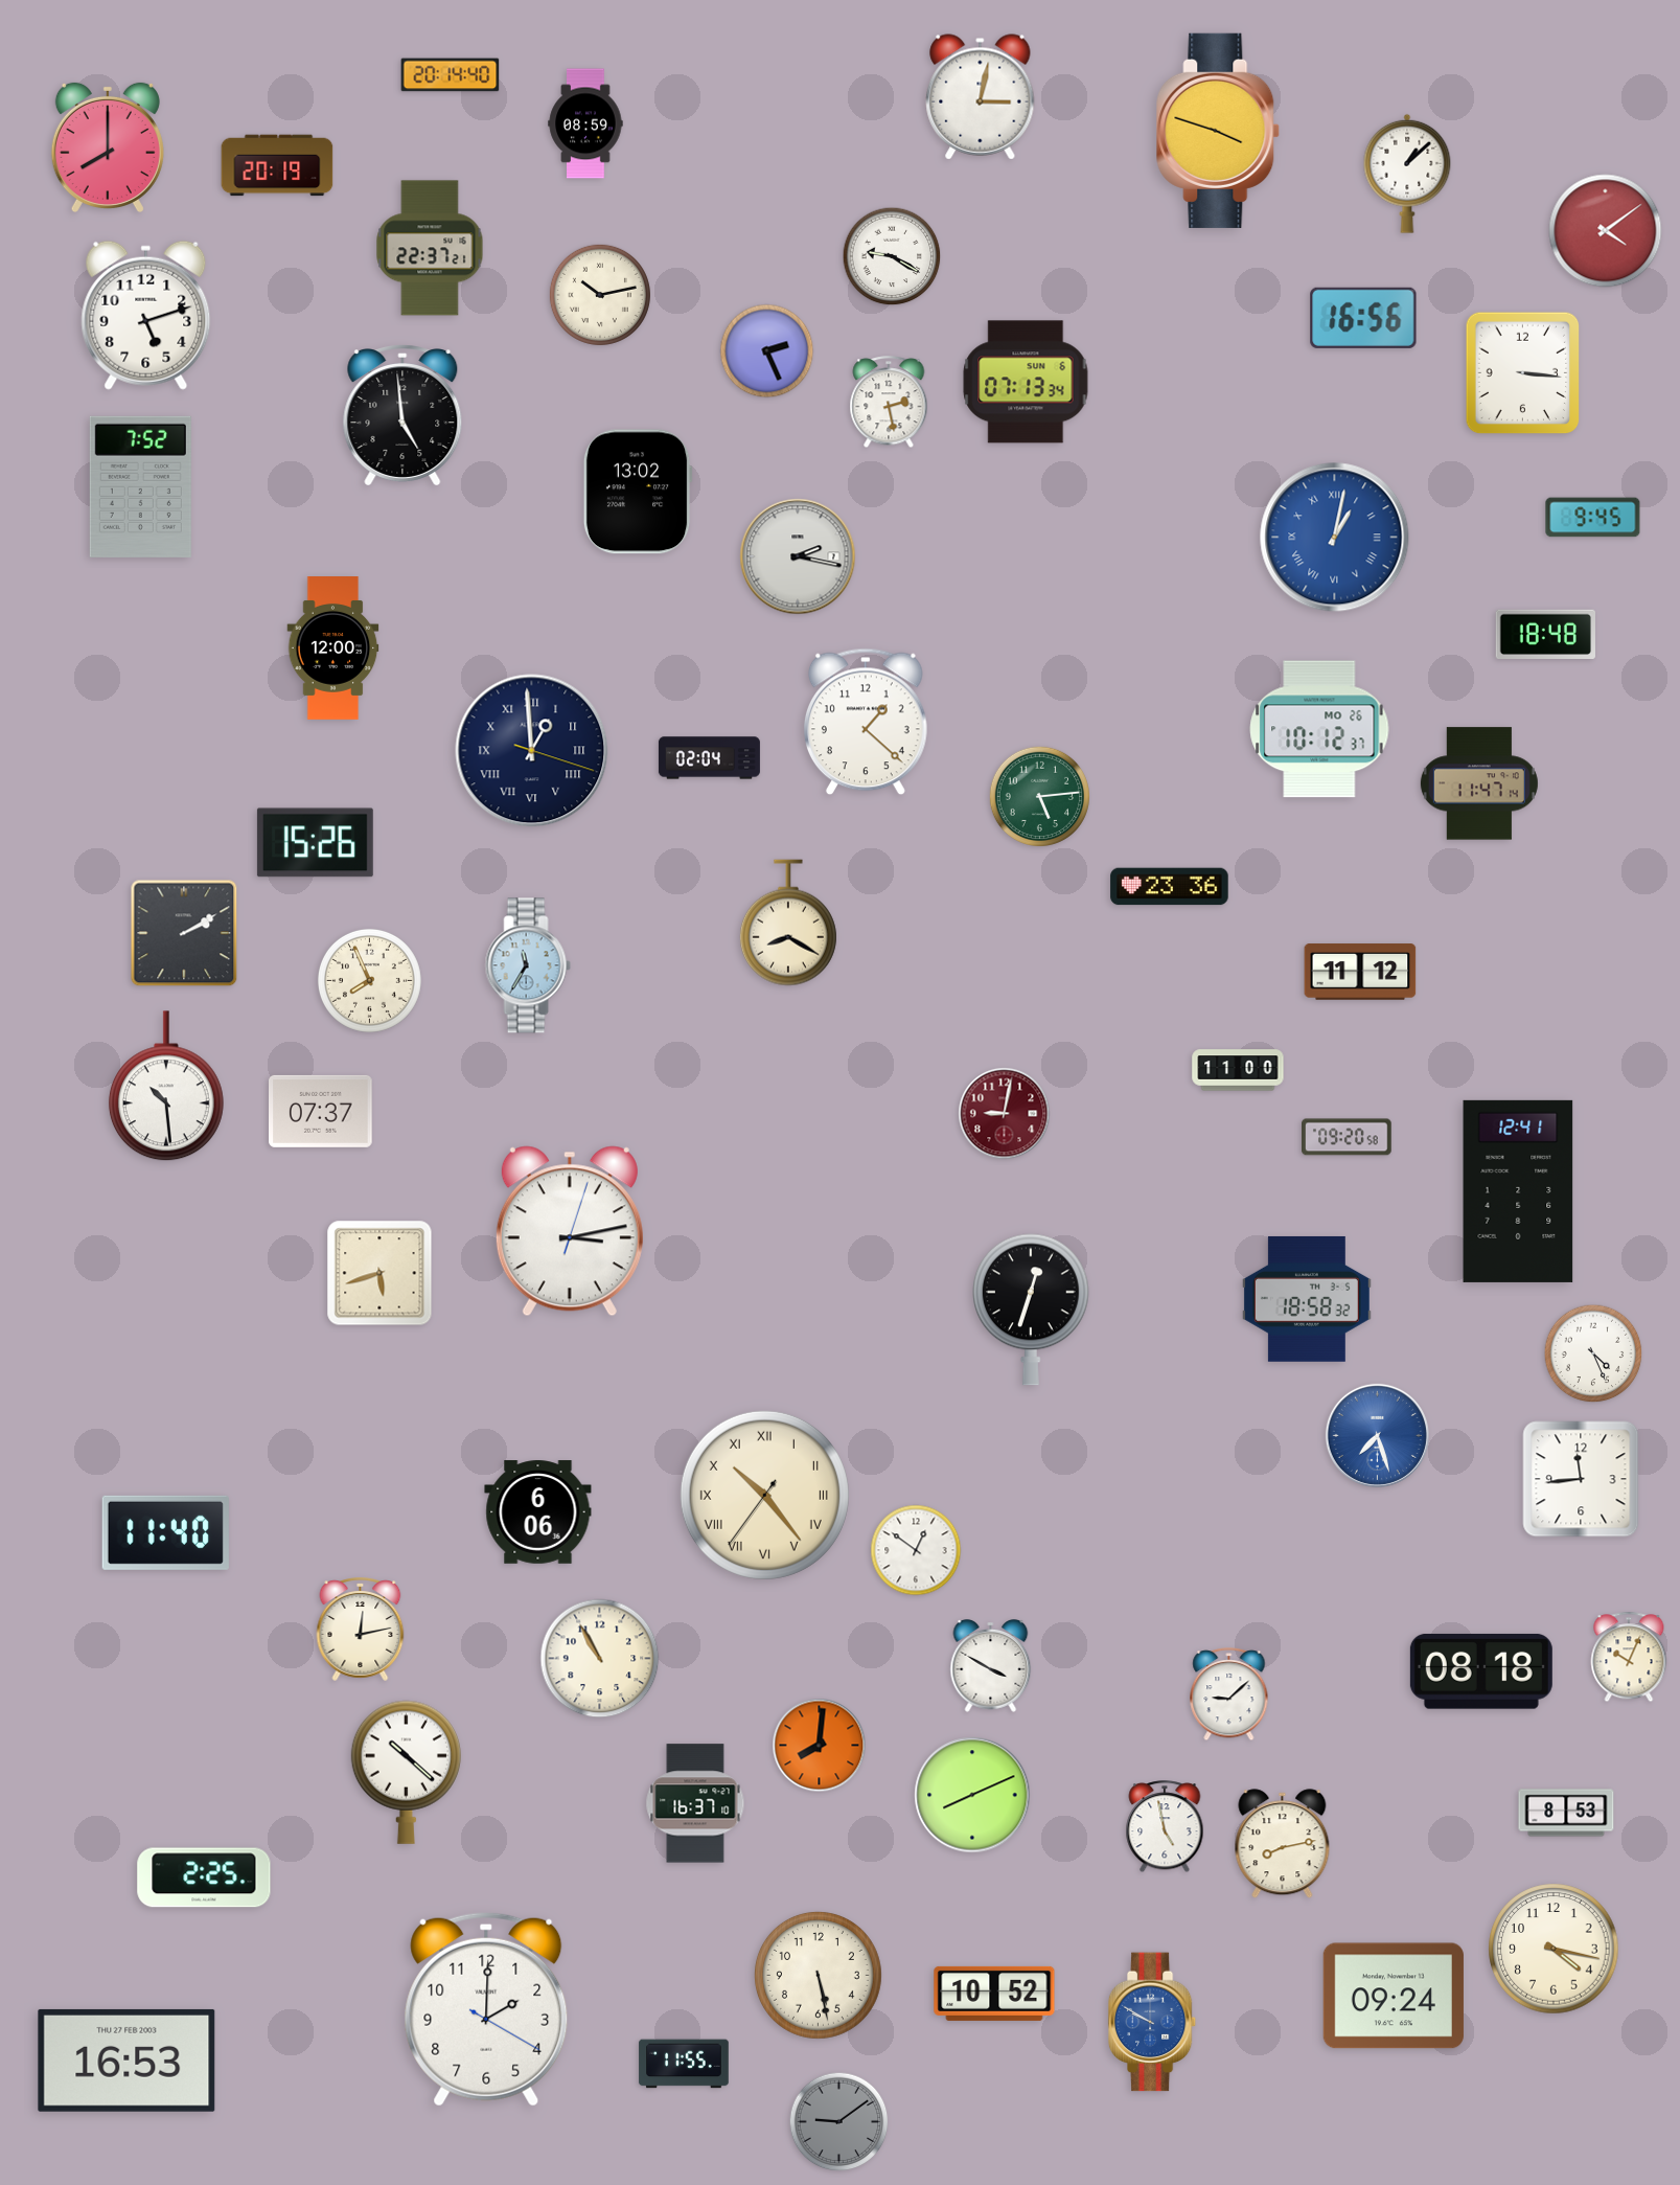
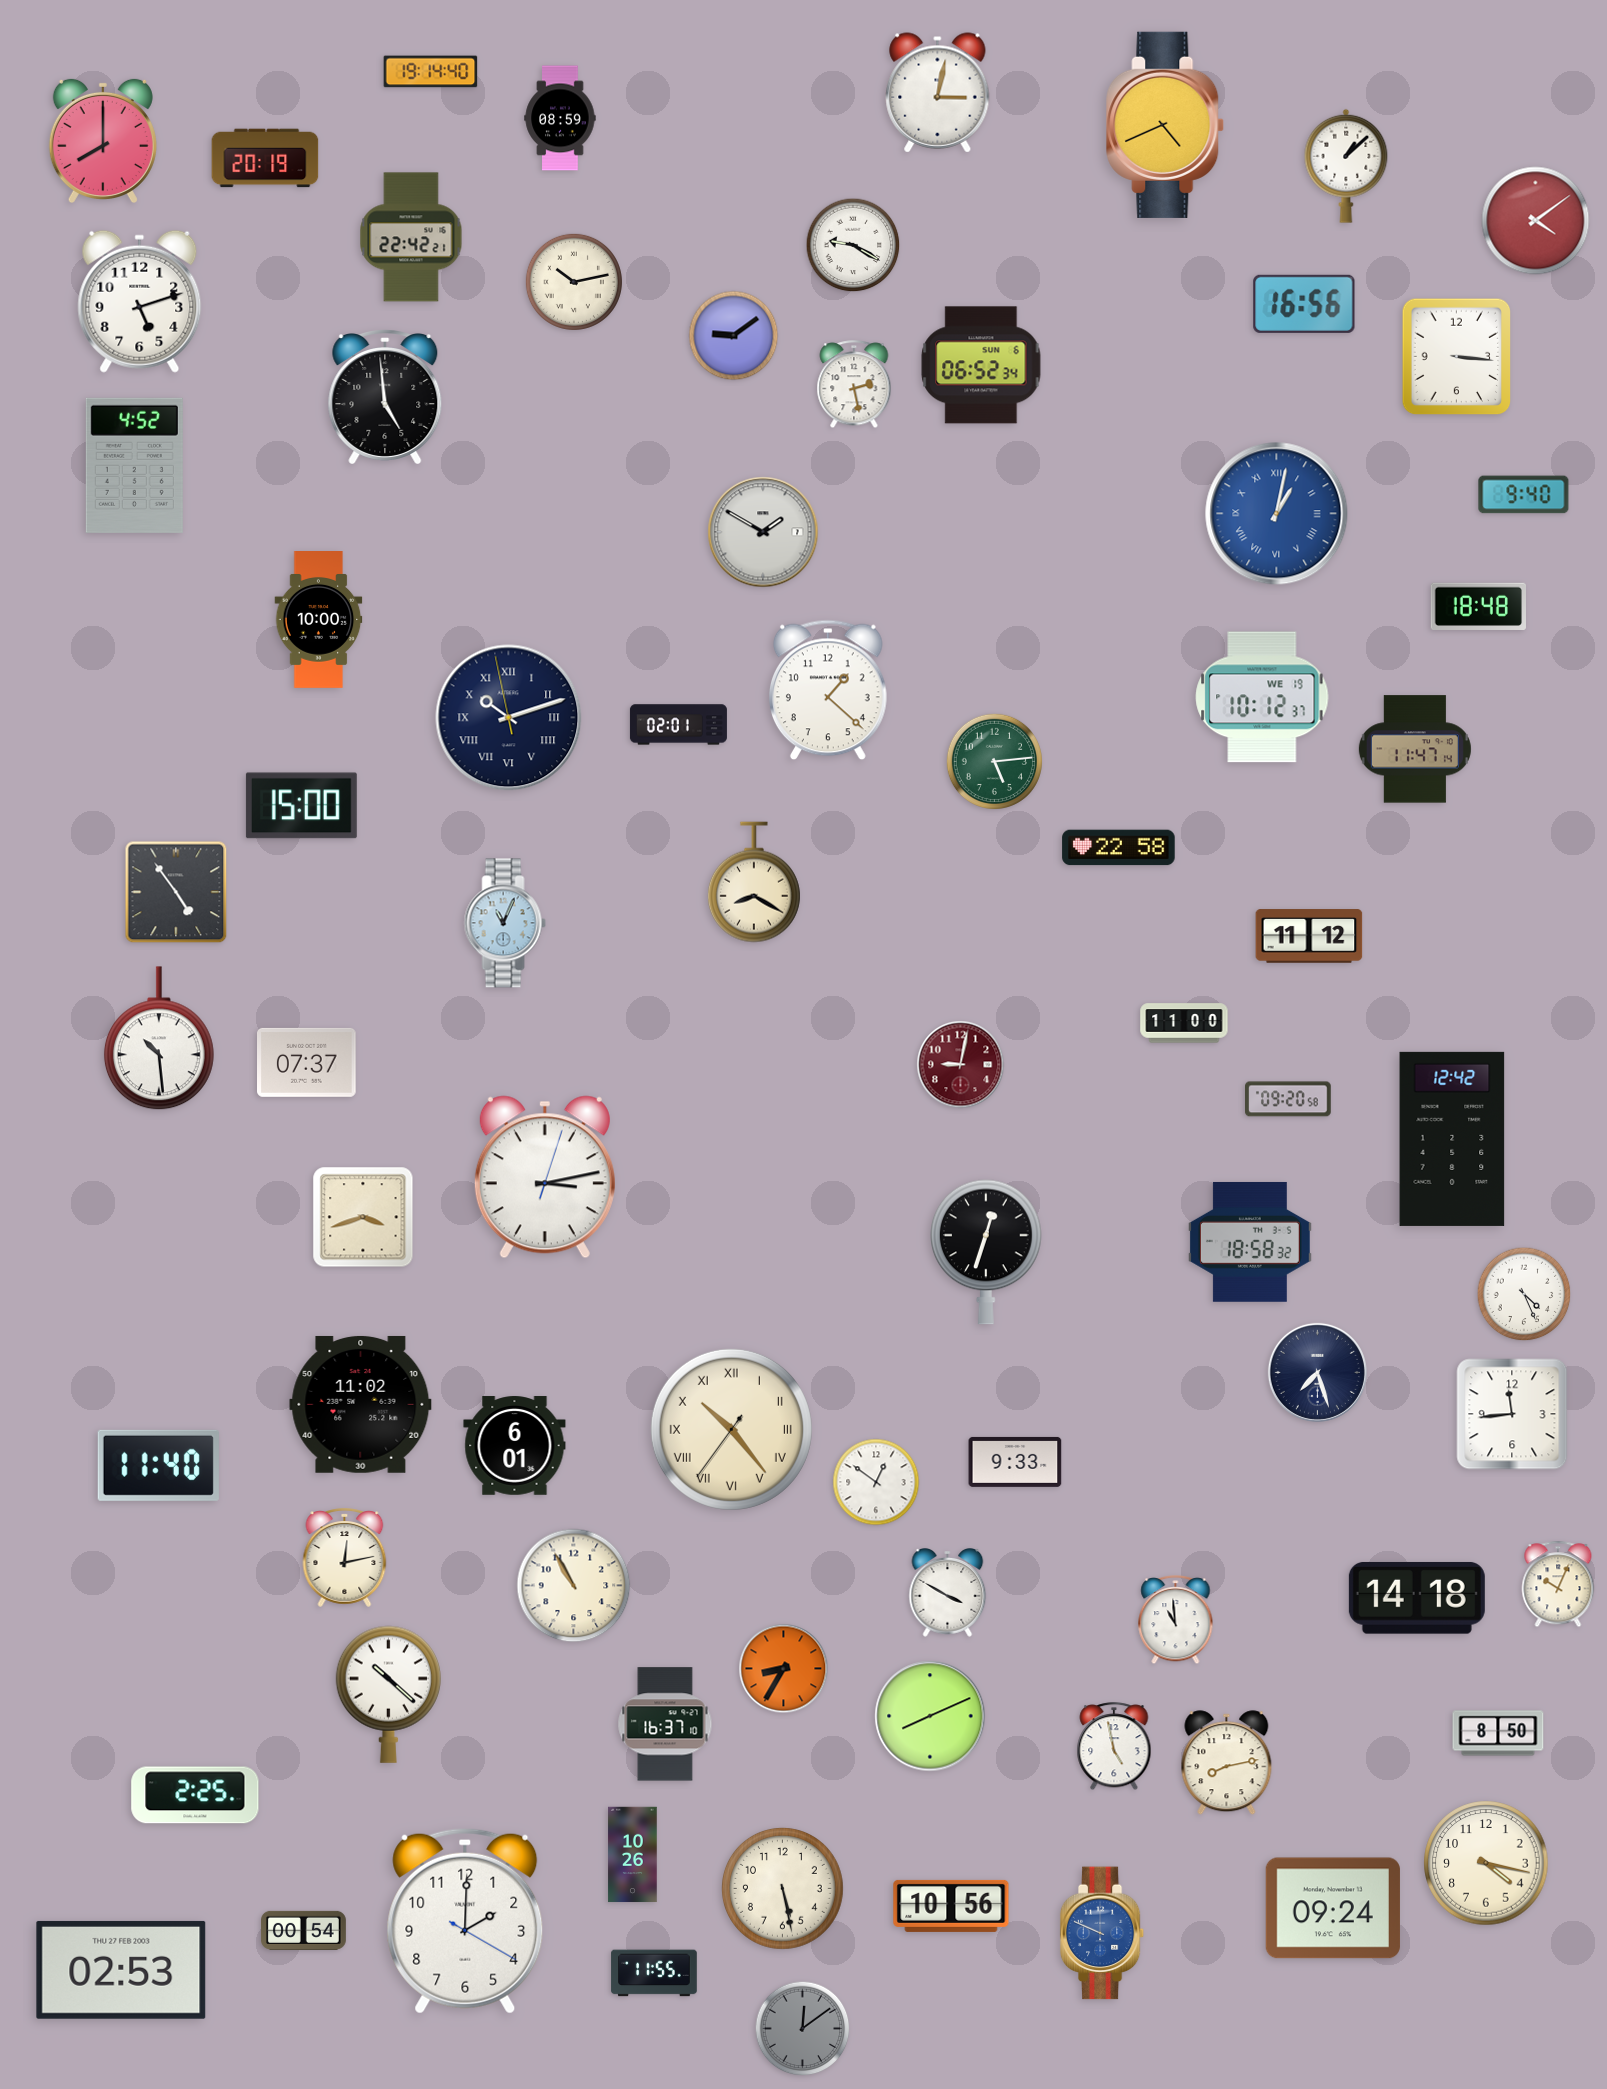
clock at (451, 75): 20:14 -> 19:14
clock at (1219, 131): 3:48 -> 4:41
clock at (430, 248): 22:37 -> 22:42
clock at (767, 351): 2:26 -> 9:09
clock at (1026, 382): 07:13 -> 06:52
clock at (889, 403) position: (889, 403) -> (854, 385)
clock at (140, 486): 7:52 -> 4:52
clock at (638, 492): 13:02 -> none
clock at (1593, 518): 9:45 -> 9:40
clock at (798, 556): 2:17 -> 1:50
clock at (333, 648): 12:00 -> 10:00
clock at (1319, 729) date: MO 26 -> WE 19
clock at (532, 751): 12:59 -> 10:11
clock at (709, 758): 02:04 -> 02:01
clock at (315, 843): 15:26 -> 15:00
clock at (1170, 887): 23:36 -> 22:58
clock at (184, 933): 2:10 -> 4:54
clock at (528, 965): 11:35 -> 11:04
clock at (1360, 972) position: (1360, 972) -> (1309, 936)
clock at (369, 980): 7:56 -> none
clock at (1348, 1137) position: (1348, 1137) -> (1289, 1099)
clock at (1518, 1191): 12:41 -> 12:42
clock at (379, 1273): 5:42 -> 3:42
clock at (1377, 1435) dial: blue -> navy
clock at (361, 1404): none -> 11:02
clock at (538, 1512): 6:06 -> 6:01
clock at (1015, 1462): none -> 9:33
clock at (1481, 1671): 08:18 -> 14:18
clock at (1229, 1695): 9:08 -> 10:59
clock at (820, 1746): 8:01 -> 8:35
clock at (1566, 1813): 8:53 -> 8:50
clock at (633, 1855): none -> 10:26
clock at (994, 1994): 10:52 -> 10:56
clock at (304, 1930): none -> 00:54
clock at (1152, 2022): 9:50 -> 9:49
clock at (126, 2061): 16:53 -> 02:53
clock at (839, 2122): 9:09 -> 12:09
